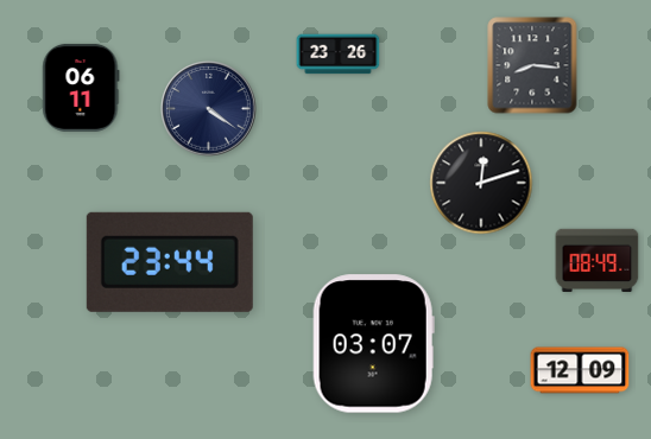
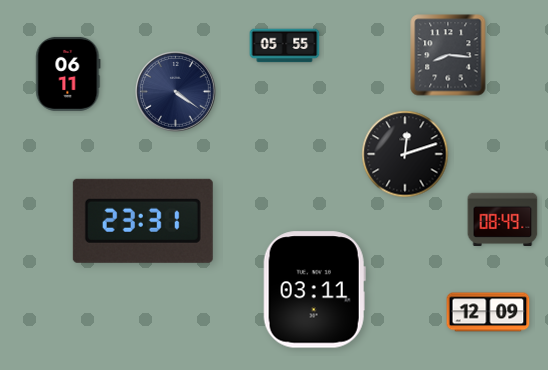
clock at (339, 55): 23:26 -> 05:55
clock at (170, 262): 23:44 -> 23:31
clock at (373, 344): 03:07 -> 03:11
